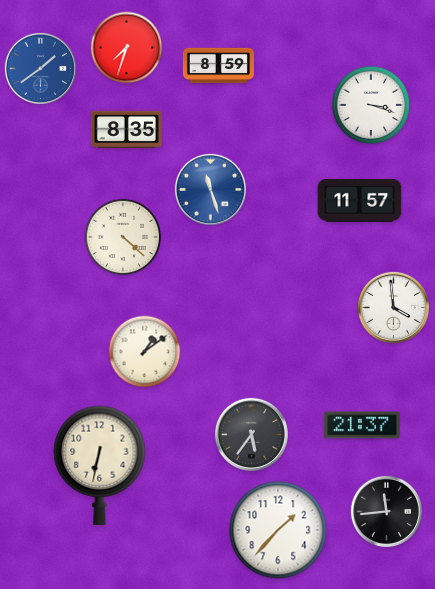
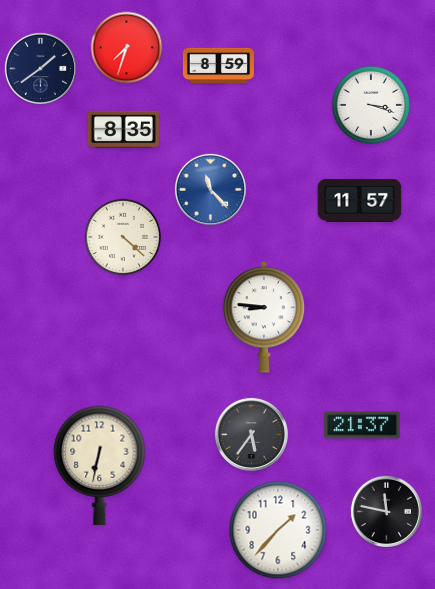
clock at (40, 68) dial: blue -> navy
clock at (126, 130) position: (126, 130) -> (123, 130)
clock at (210, 189): 11:27 -> 11:23
clock at (393, 307): 3:59 -> none
clock at (264, 317): none -> 8:46
clock at (145, 352): 1:09 -> none
clock at (386, 511): 11:44 -> 11:47
